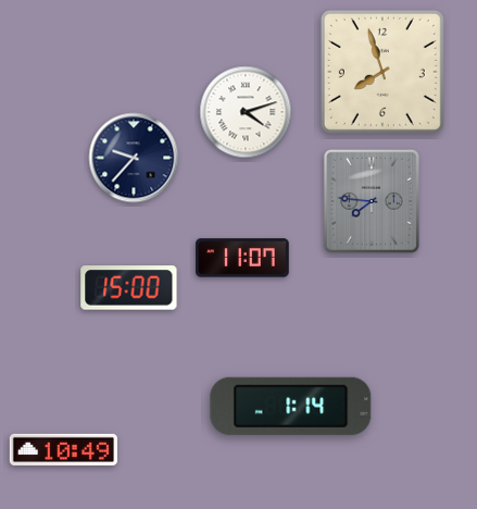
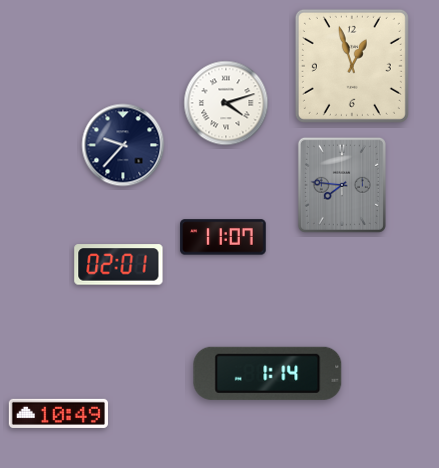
clock at (382, 72): 7:57 -> 12:57
clock at (129, 288): 15:00 -> 02:01
